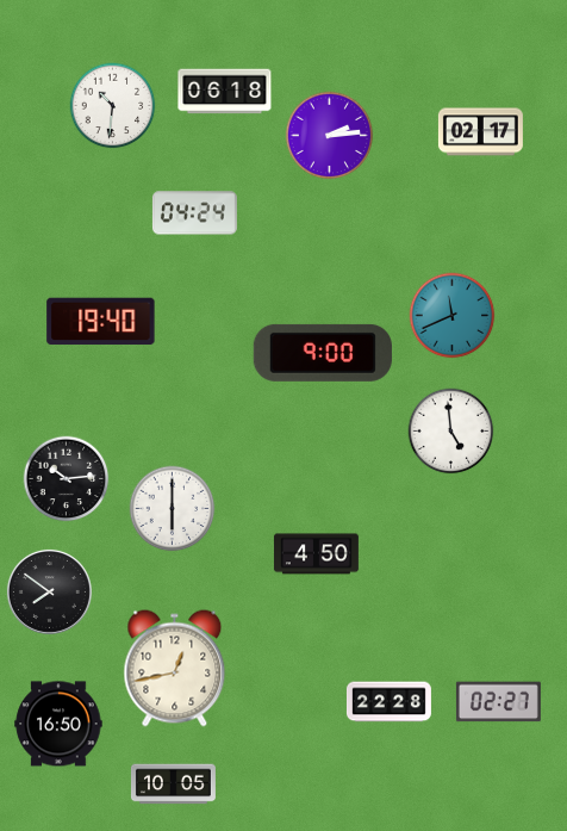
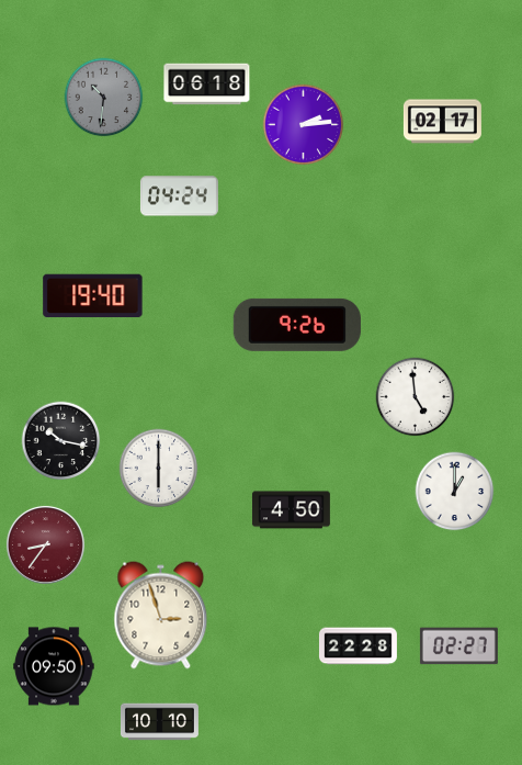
clock at (113, 106) dial: white -> grey
clock at (453, 316): 11:41 -> none
clock at (323, 353): 9:00 -> 9:26
clock at (67, 479): 10:14 -> 10:17
clock at (455, 492): none -> 1:00
clock at (49, 591): 7:51 -> 8:36
clock at (49, 591) dial: black -> burgundy
clock at (175, 669): 12:43 -> 2:57
clock at (58, 724): 16:50 -> 09:50
clock at (173, 785): 10:05 -> 10:10
